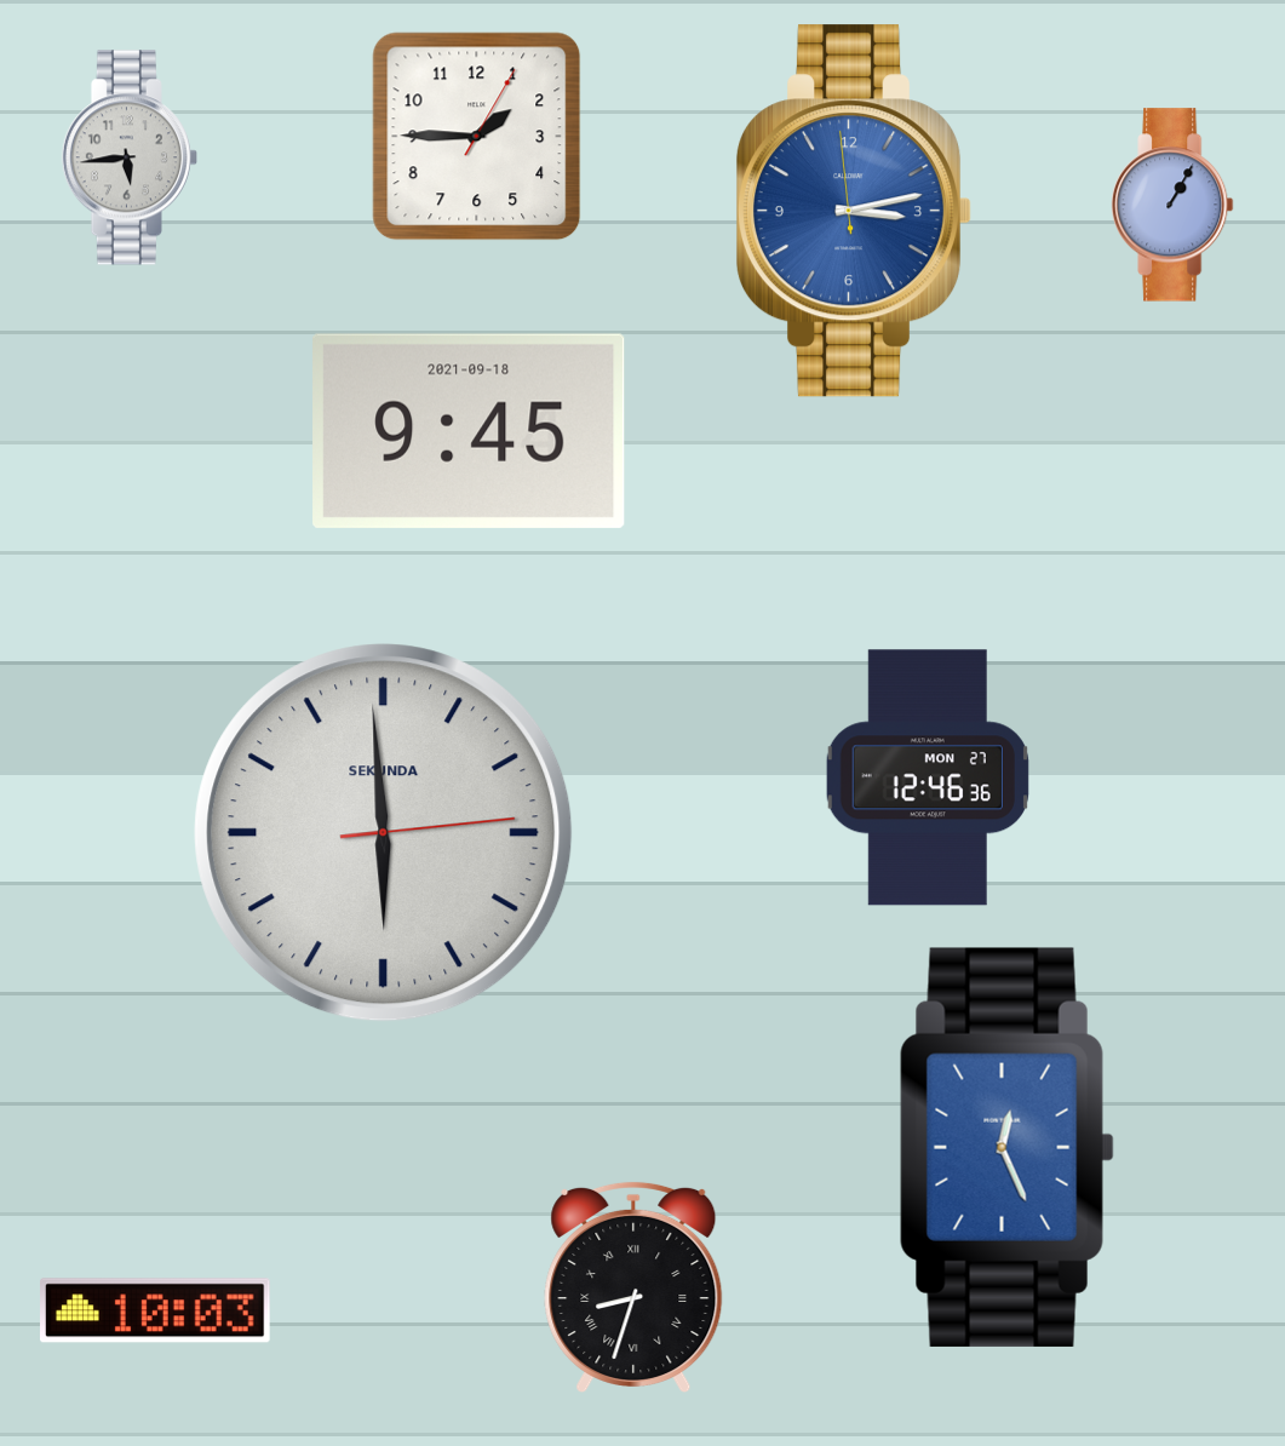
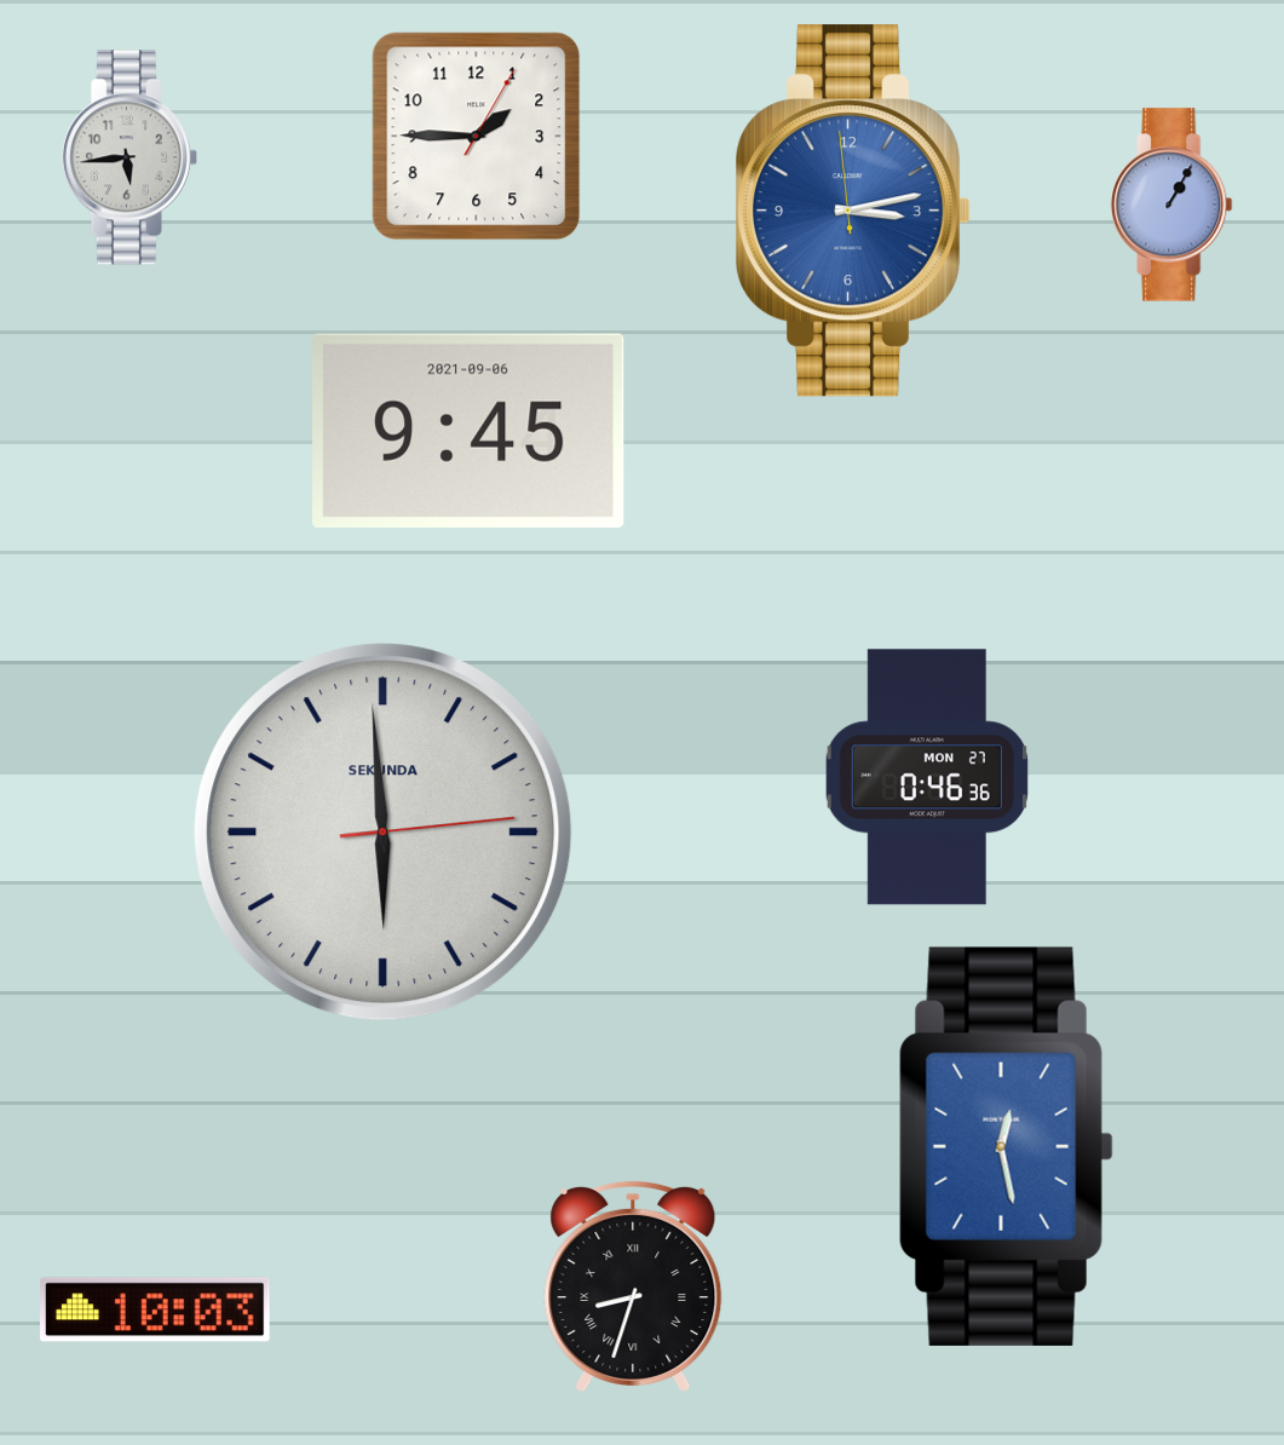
clock at (470, 431) date: 2021-09-18 -> 2021-09-06
clock at (928, 777): 12:46 -> 0:46
clock at (1006, 1147): 12:26 -> 12:28
